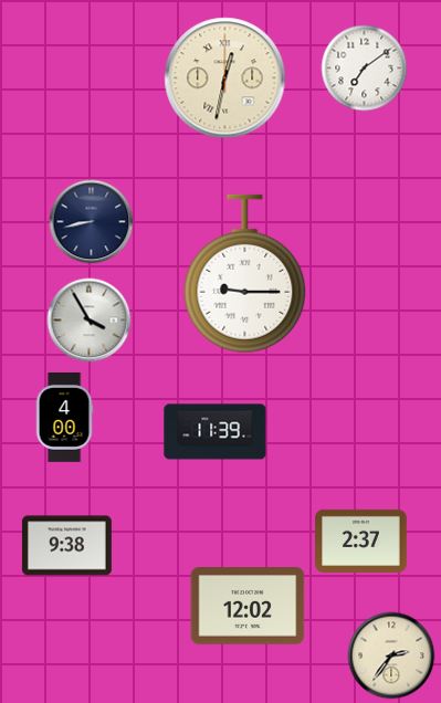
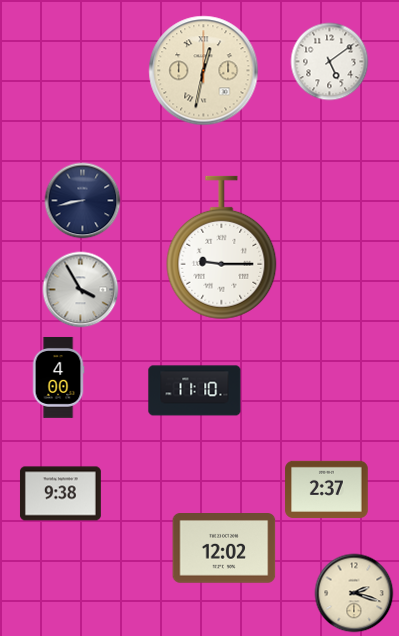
clock at (365, 69): 7:09 -> 5:09
clock at (216, 432): 11:39 -> 11:10
clock at (391, 655): 2:36 -> 2:18
